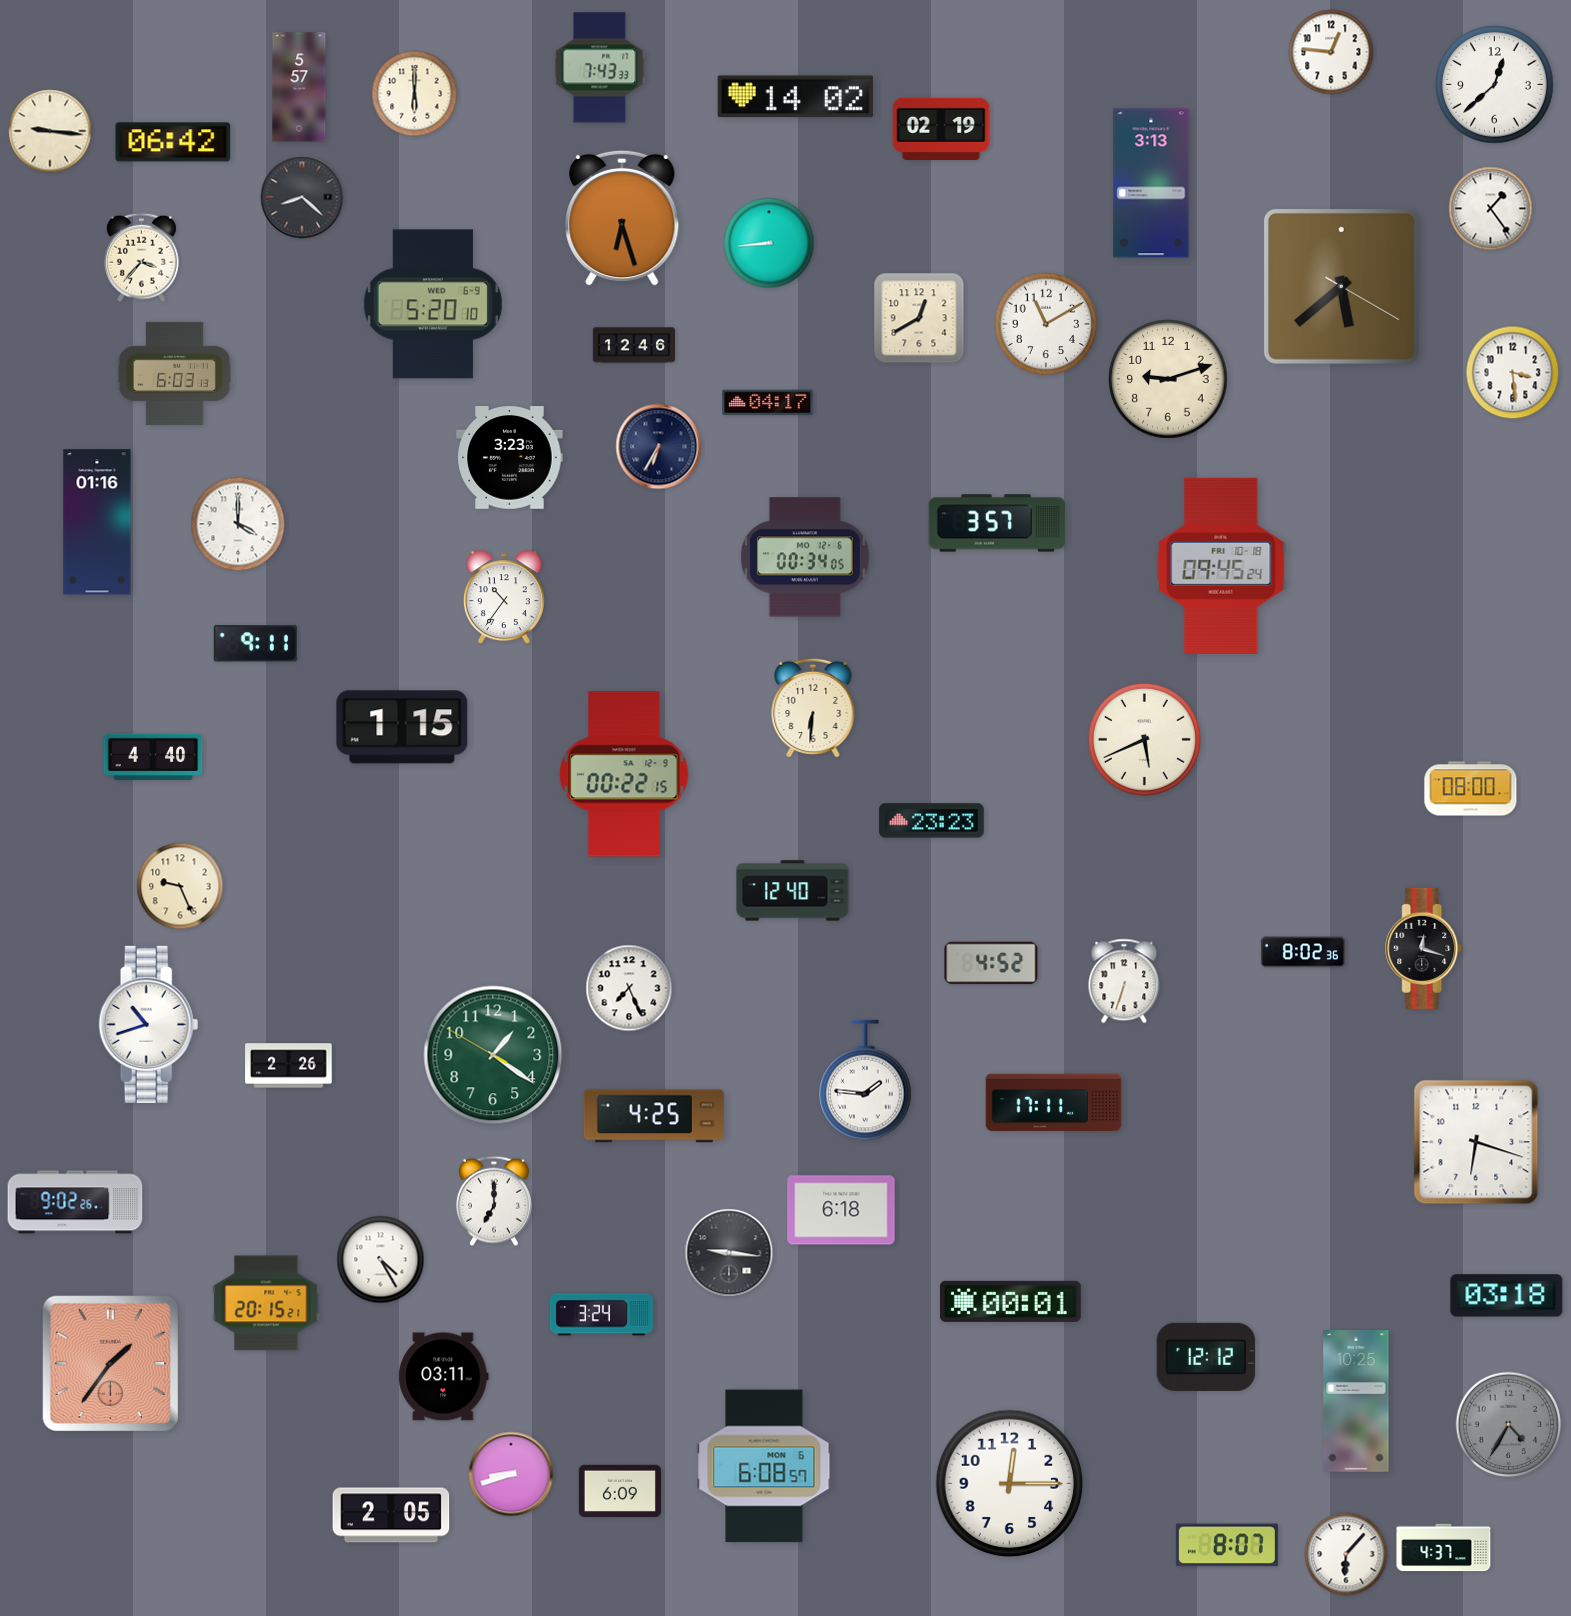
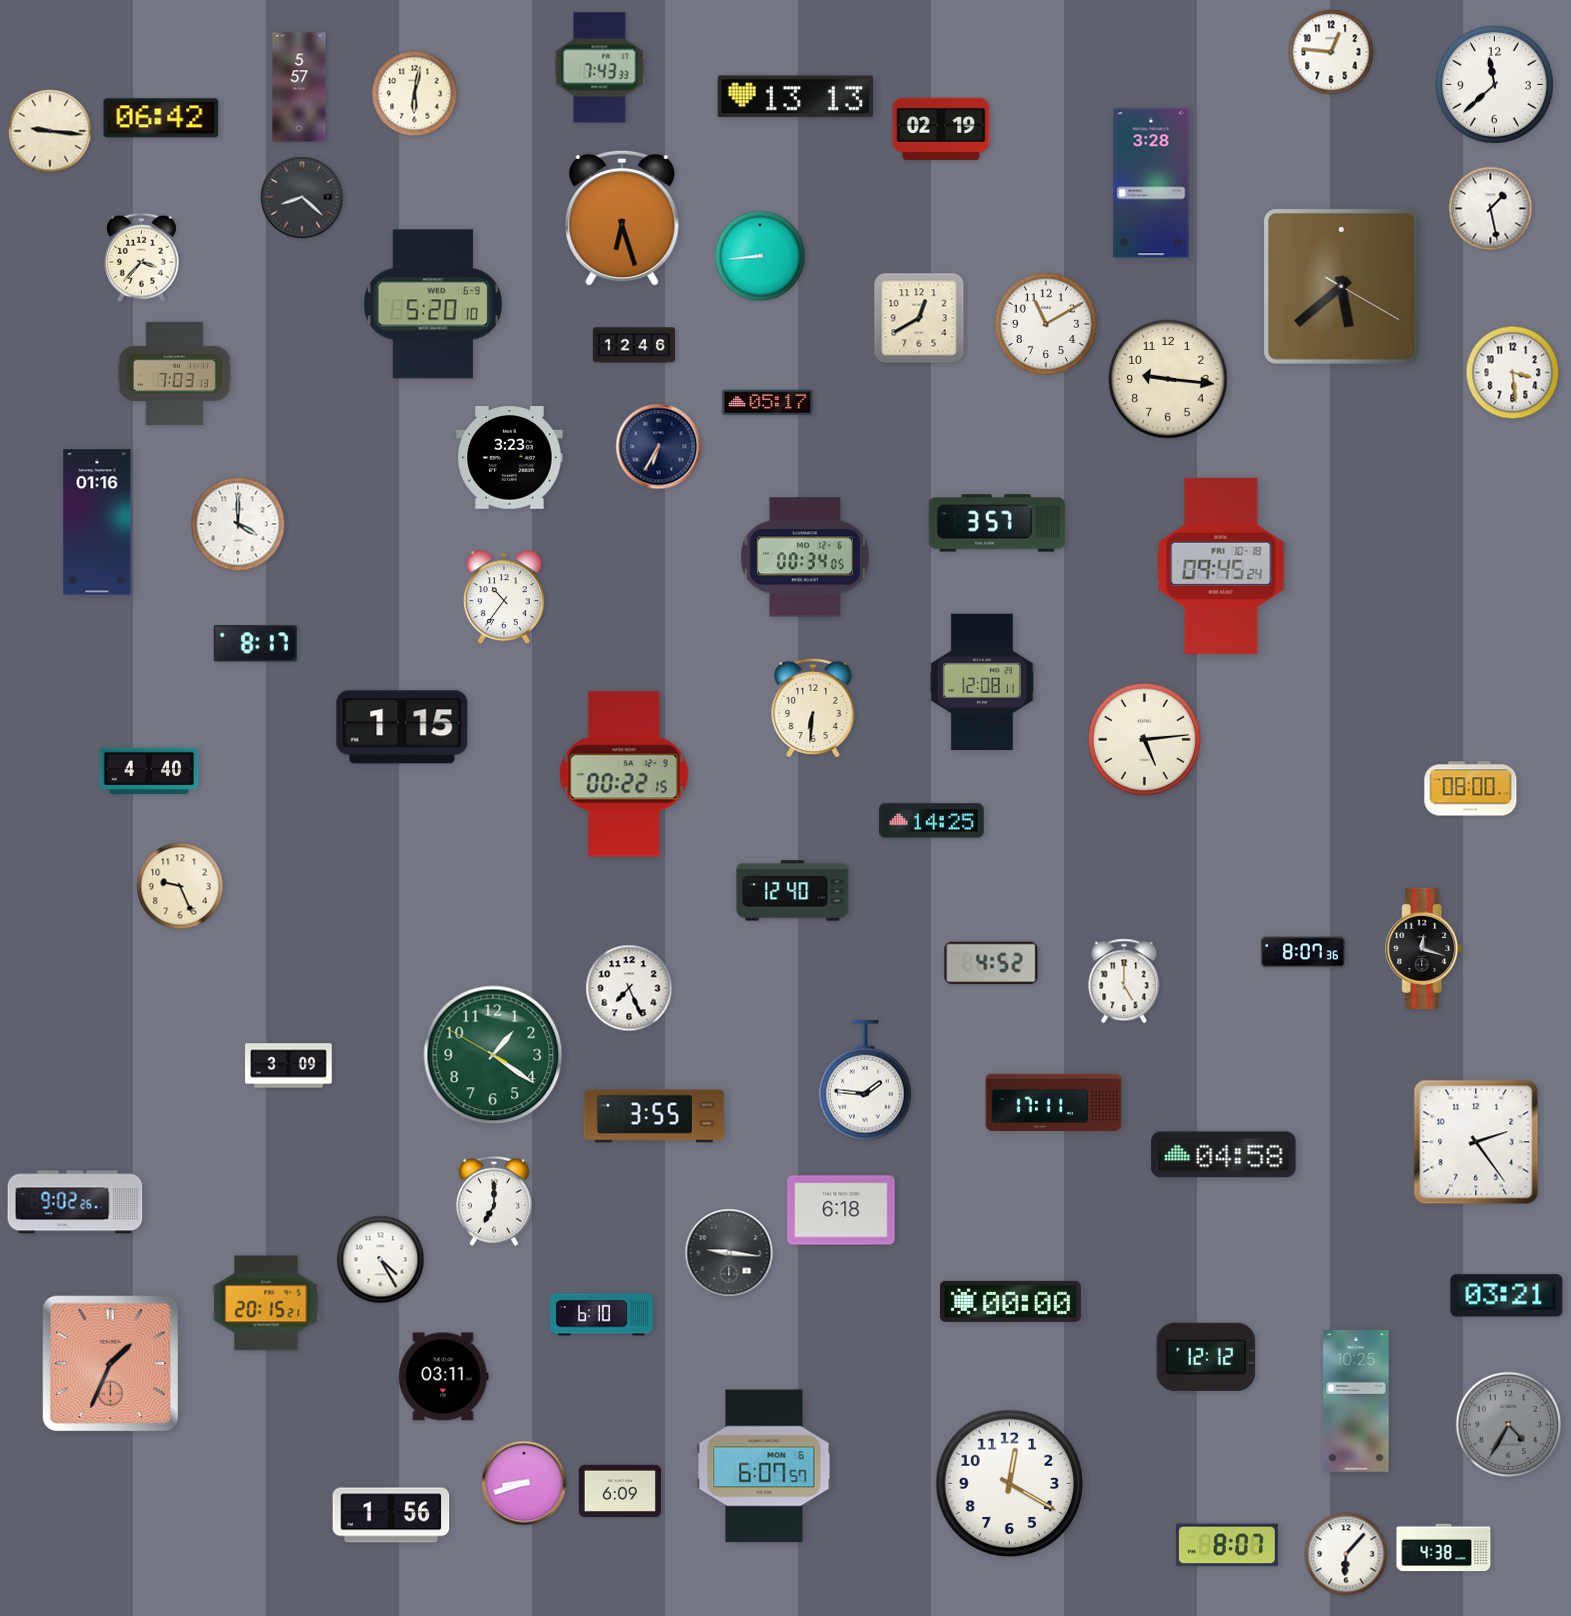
clock at (1495, 85): 12:38 -> 11:38
clock at (415, 94): 6:00 -> 6:02
clock at (795, 97): 14:02 -> 13:13
clock at (173, 142) position: (173, 142) -> (161, 118)
clock at (1151, 183): 3:13 -> 3:28
clock at (1491, 209): 1:24 -> 1:28
clock at (769, 243) position: (769, 243) -> (760, 256)
clock at (174, 373): 6:03 -> 7:03
clock at (1168, 379): 9:12 -> 9:16
clock at (768, 403): 04:17 -> 05:17
clock at (255, 644): 9:11 -> 8:17
clock at (982, 682): none -> 12:08
clock at (1144, 739): 5:41 -> 5:14
clock at (153, 757) position: (153, 757) -> (149, 771)
clock at (932, 821): 23:23 -> 14:25
clock at (1303, 952): 8:02 -> 8:07
clock at (1124, 981): 6:33 -> 5:00
clock at (149, 1024): 10:42 -> none
clock at (289, 1066): 2:26 -> 3:09
clock at (654, 1116): 4:25 -> 3:55
clock at (1476, 1142): 6:18 -> 2:24
clock at (1224, 1155): none -> 04:58
clock at (1507, 1296): 03:18 -> 03:21
clock at (1010, 1301): 00:01 -> 00:00
clock at (601, 1315): 3:24 -> 6:10
clock at (110, 1363): 1:36 -> 1:34
clock at (764, 1466): 6:08 -> 6:07
clock at (511, 1474) position: (511, 1474) -> (524, 1483)
clock at (1010, 1484): 12:15 -> 12:20
clock at (391, 1515): 2:05 -> 1:56
clock at (1444, 1548): 4:37 -> 4:38
